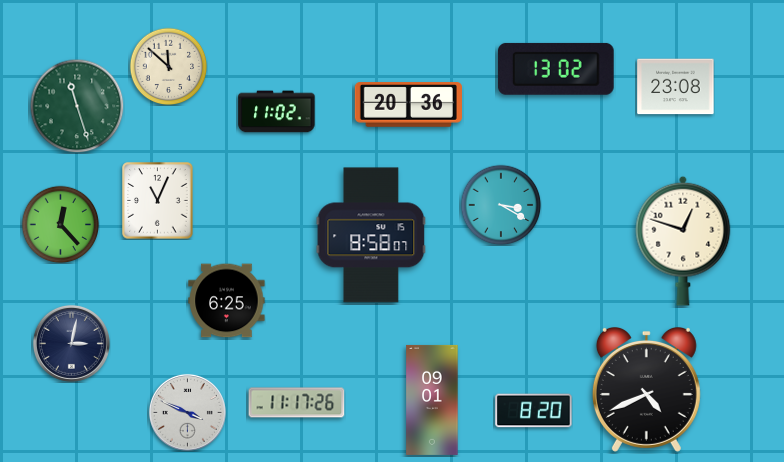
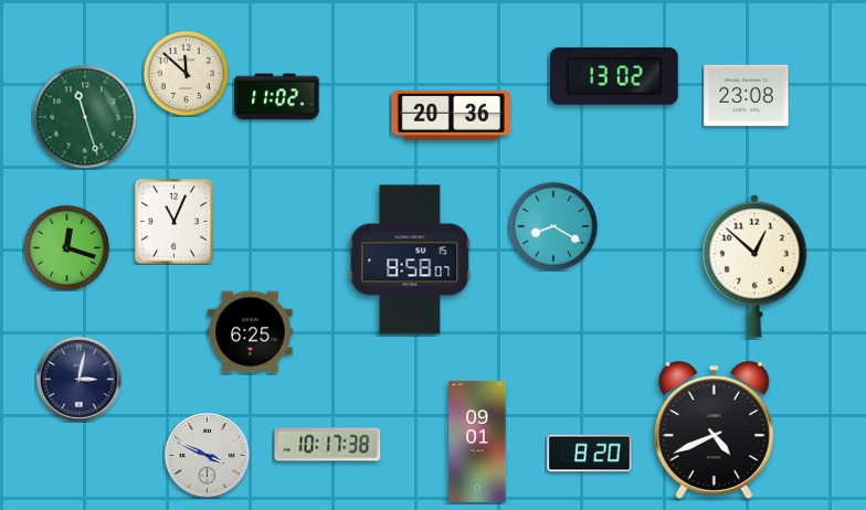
clock at (277, 112) position: (277, 112) -> (277, 97)
clock at (501, 205): 3:20 -> 8:20
clock at (60, 224): 12:23 -> 12:18
clock at (683, 241): 12:48 -> 12:52
clock at (297, 403): 11:17 -> 10:17
